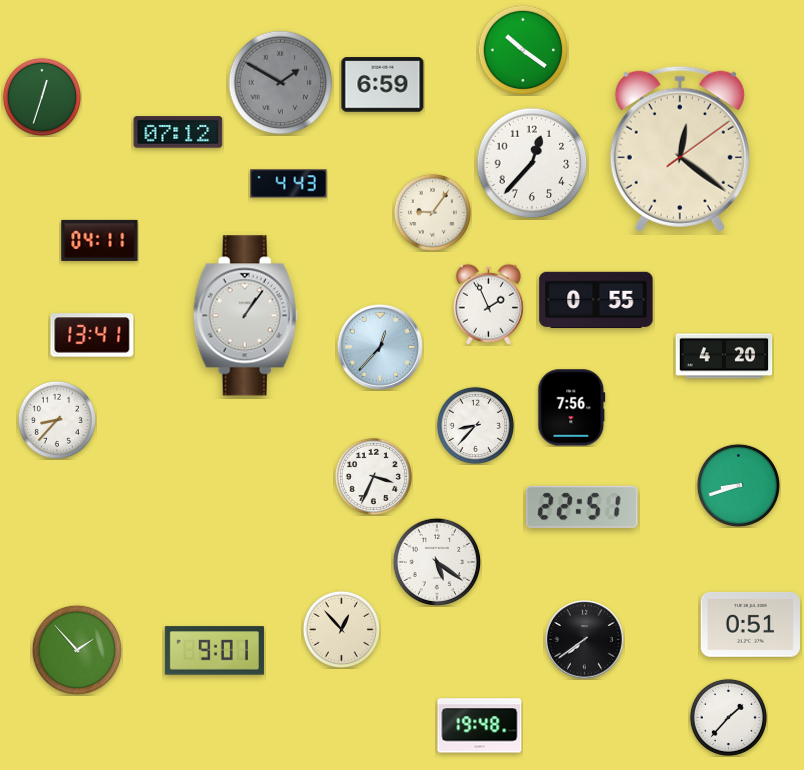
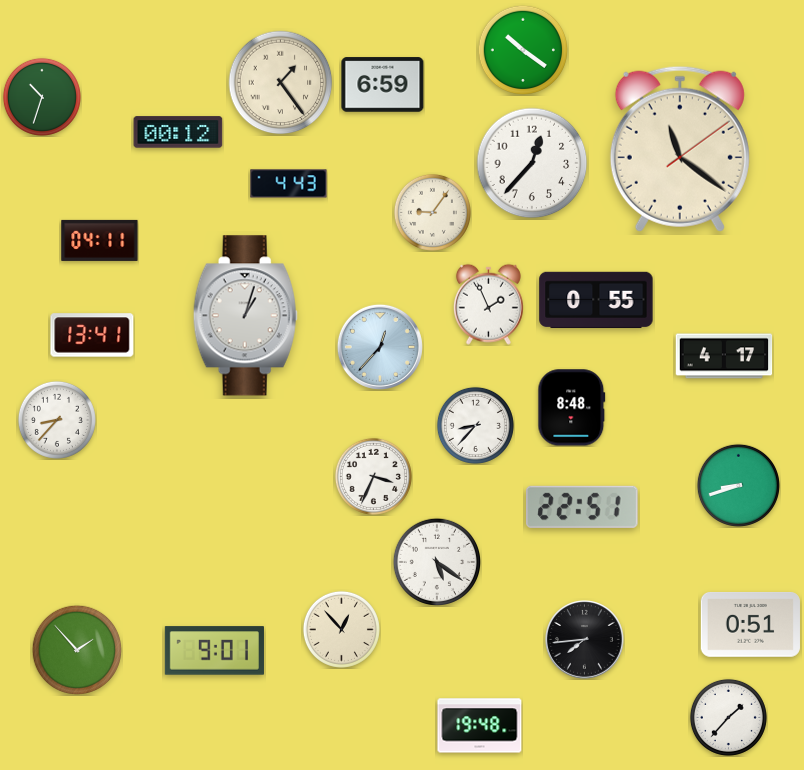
clock at (281, 83): 1:50 -> 1:24
clock at (281, 83) dial: grey -> cream
clock at (42, 97): 12:33 -> 10:33
clock at (178, 132): 07:12 -> 00:12
clock at (680, 149): 12:21 -> 11:21
clock at (245, 316): 1:06 -> 1:03
clock at (724, 356): 4:20 -> 4:17
clock at (572, 408): 7:56 -> 8:48
clock at (585, 640): 7:39 -> 7:44
